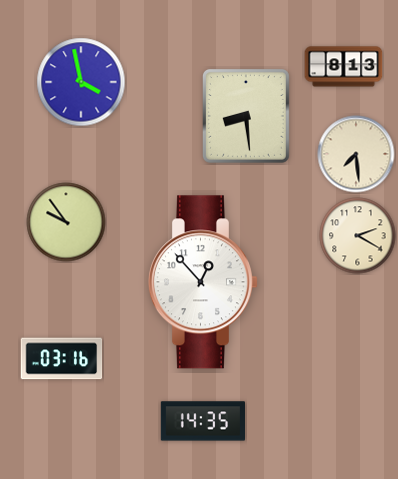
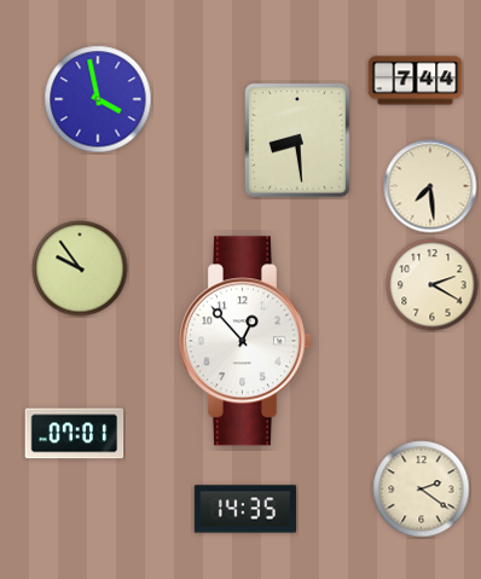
clock at (344, 67): 8:13 -> 7:44
clock at (62, 359): 03:16 -> 07:01
clock at (422, 490): none -> 2:21
